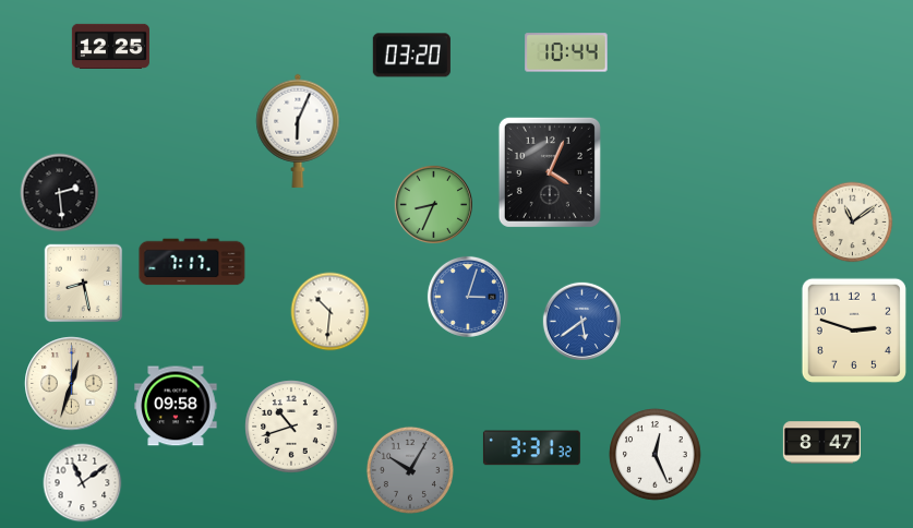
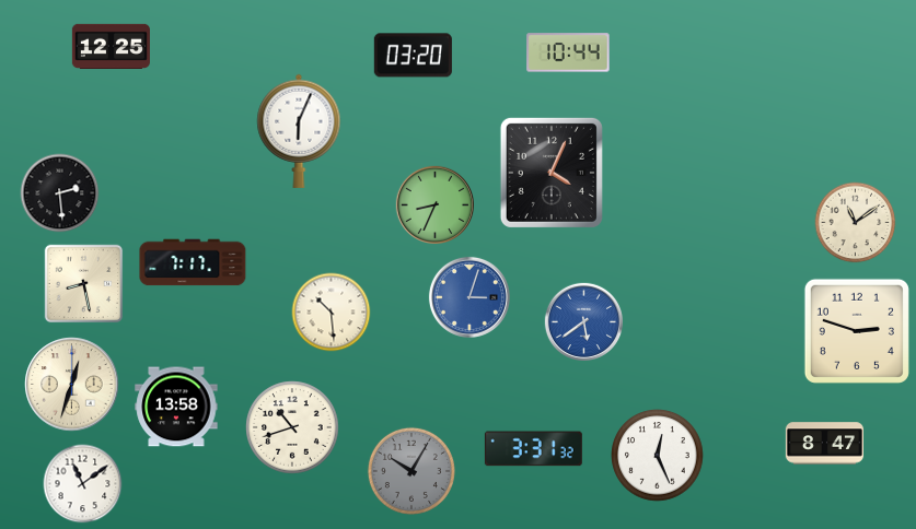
clock at (331, 312): 10:31 -> 10:29
clock at (176, 406): 09:58 -> 13:58
